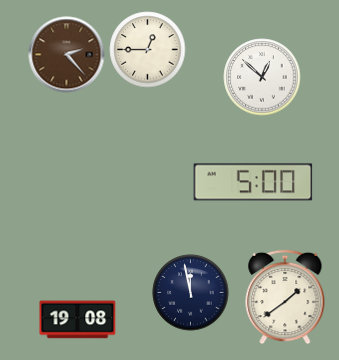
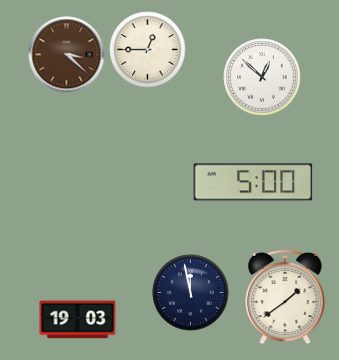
clock at (67, 55): 2:23 -> 3:22
clock at (78, 320): 19:08 -> 19:03
